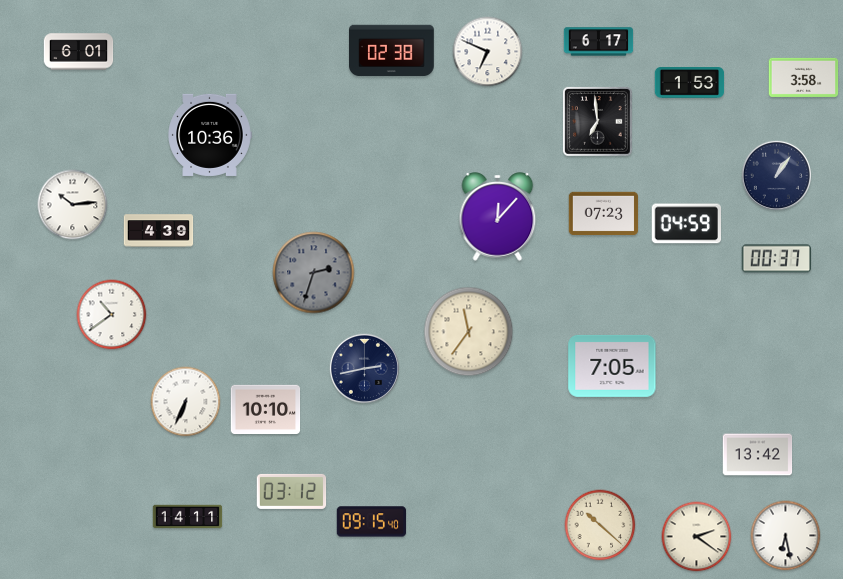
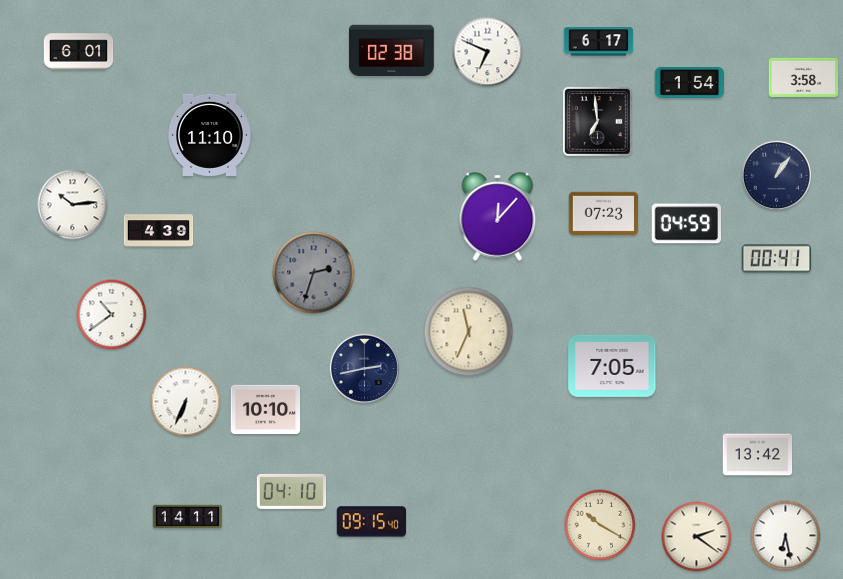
clock at (690, 83): 1:53 -> 1:54
clock at (210, 135): 10:36 -> 11:10
clock at (777, 259): 00:37 -> 00:41
clock at (469, 332): 11:36 -> 11:34
clock at (292, 491): 03:12 -> 04:10
clock at (600, 525): 10:22 -> 10:20
